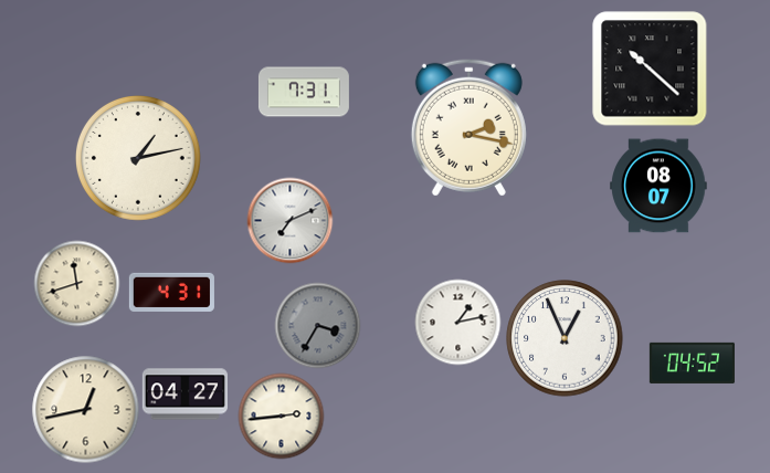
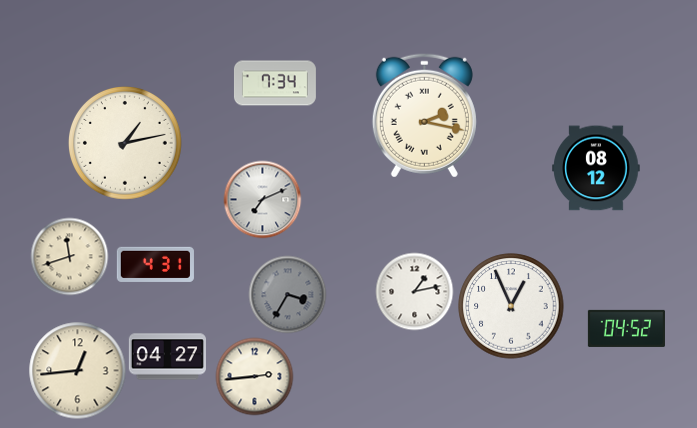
clock at (650, 69): 10:22 -> none
clock at (304, 92): 7:31 -> 7:34
clock at (658, 186): 08:07 -> 08:12
clock at (85, 409): 12:43 -> 12:44
